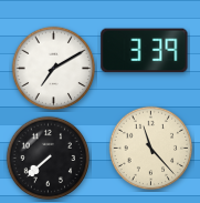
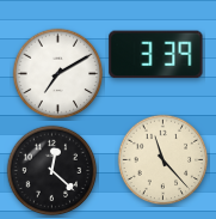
clock at (49, 159): 7:38 -> 12:22
